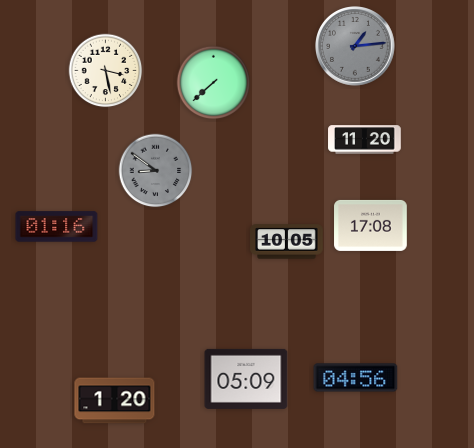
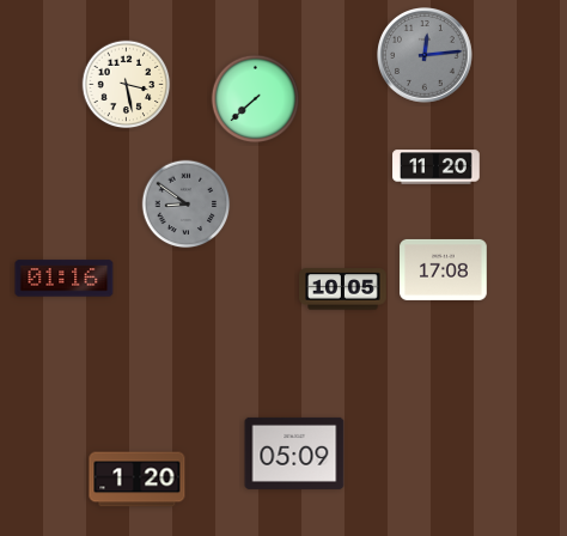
clock at (356, 47): 1:14 -> 12:14
clock at (57, 227) position: (57, 227) -> (65, 279)
clock at (356, 378): 04:56 -> none
